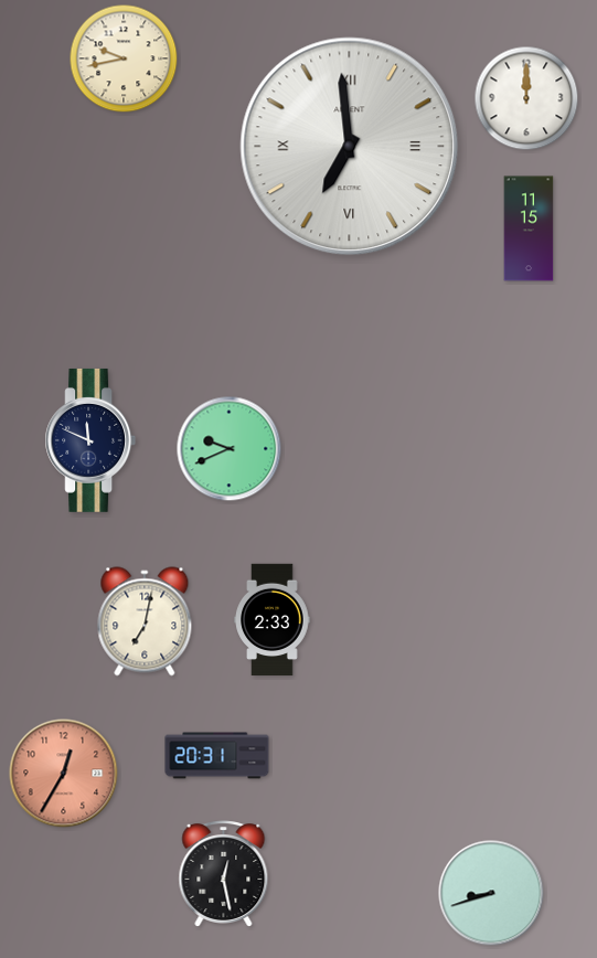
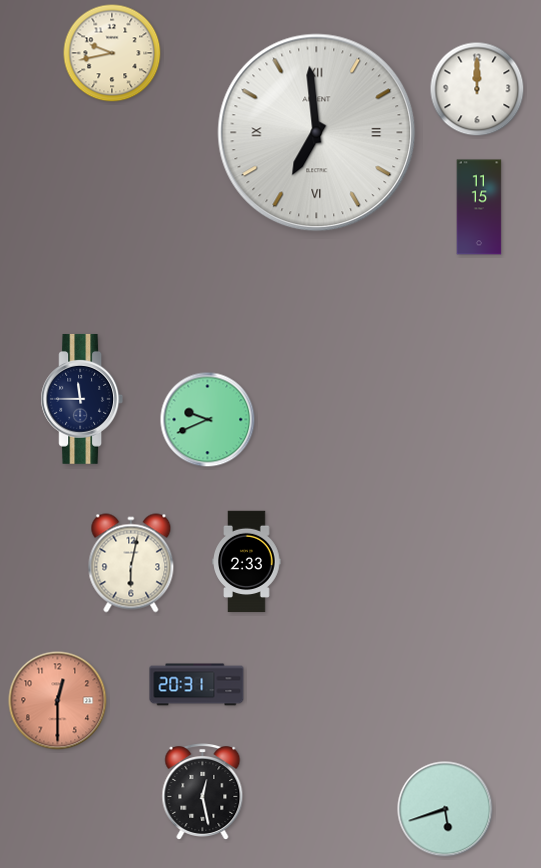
clock at (90, 440): 11:49 -> 11:45
clock at (230, 449) position: (230, 449) -> (208, 420)
clock at (145, 621): 7:02 -> 6:02
clock at (64, 774): 12:35 -> 12:30
clock at (491, 893): 8:42 -> 5:42
